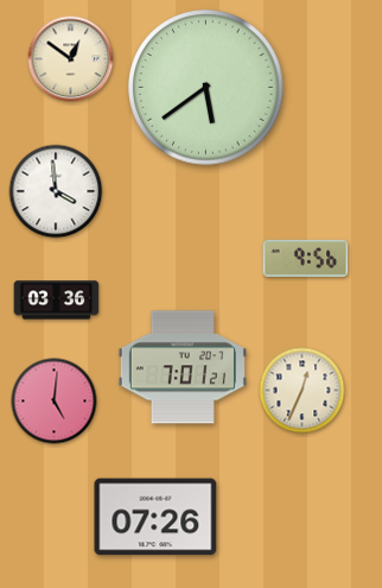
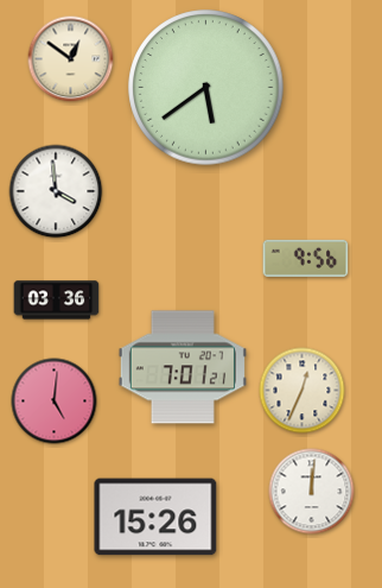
clock at (312, 492): none -> 12:01
clock at (155, 517): 07:26 -> 15:26
